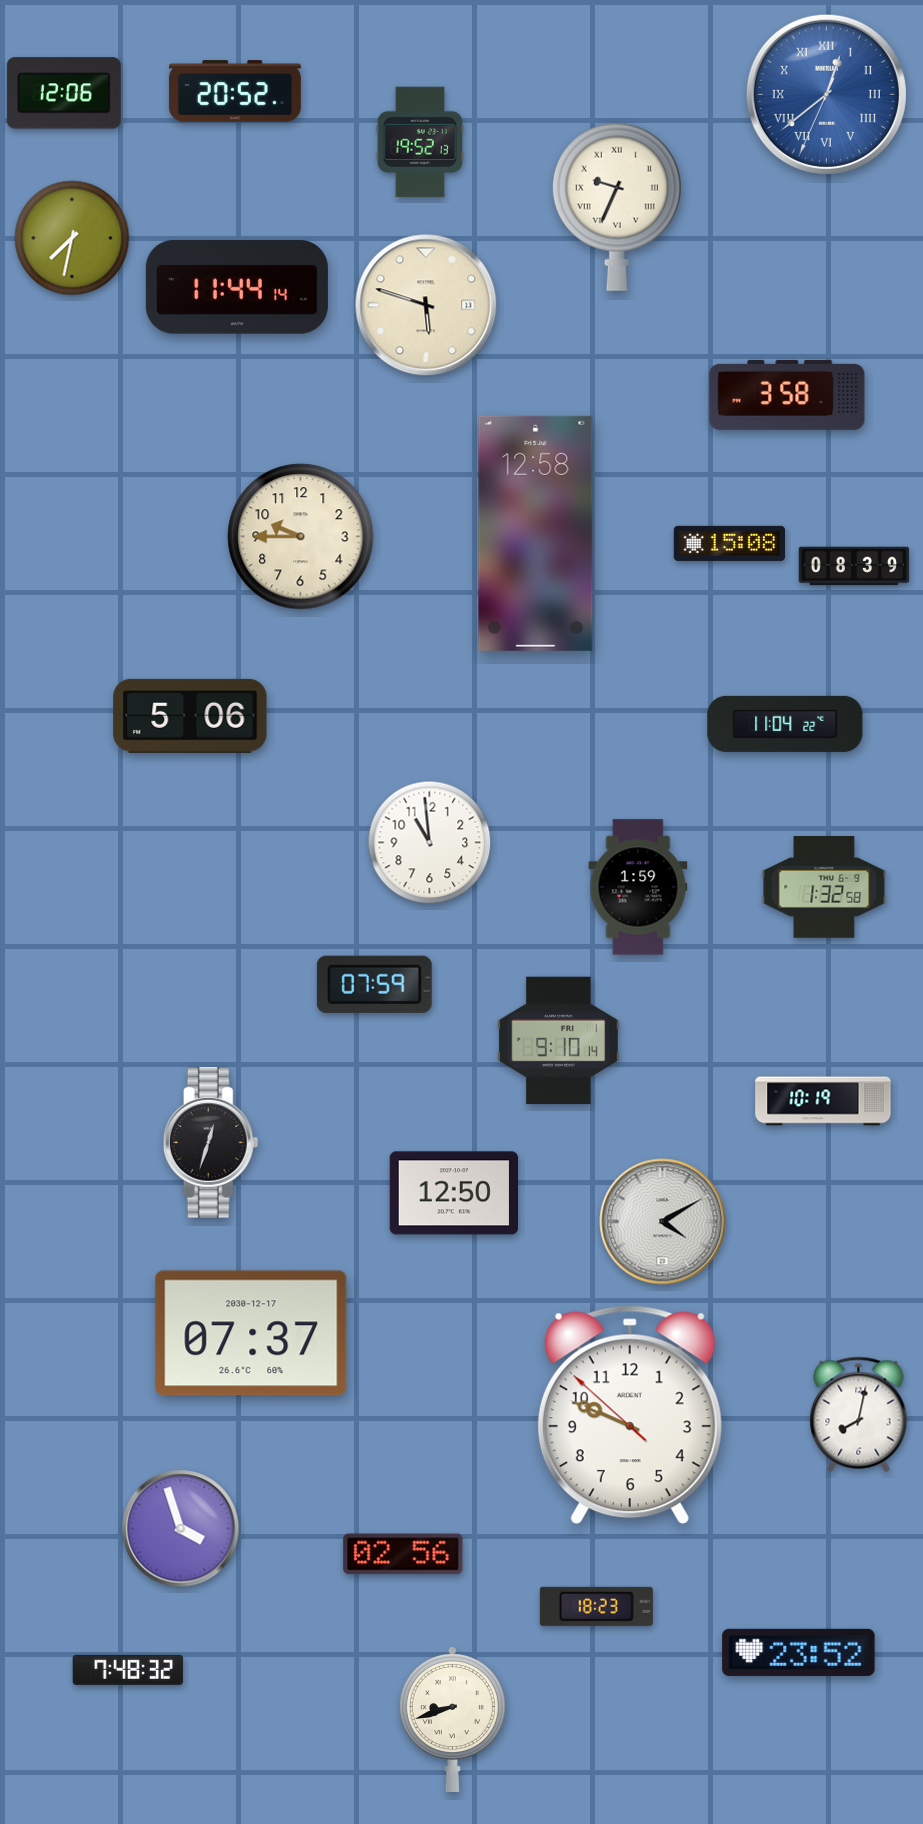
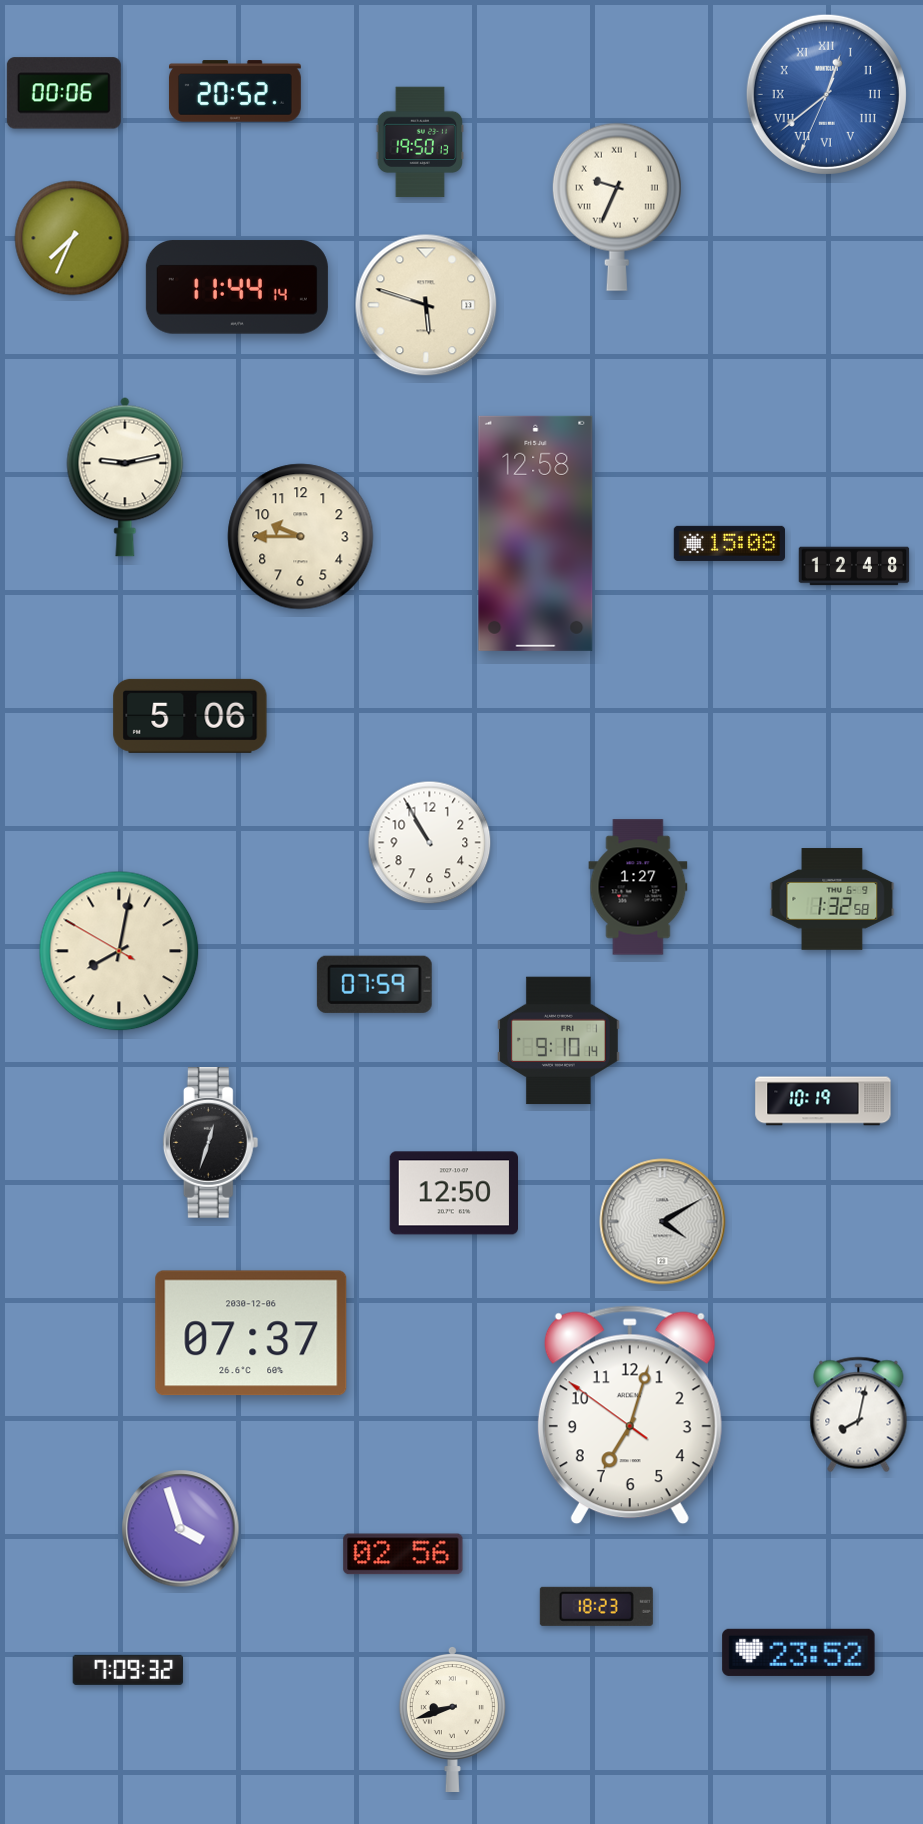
clock at (64, 93): 12:06 -> 00:06
clock at (419, 142): 19:52 -> 19:50
clock at (72, 238): 7:32 -> 7:34
clock at (787, 395): 3:58 -> none
clock at (125, 477): none -> 9:13
clock at (854, 566): 08:39 -> 12:48
clock at (785, 724): 11:04 -> none
clock at (430, 843): 10:59 -> 10:55
clock at (638, 887): 1:59 -> 1:27
clock at (824, 887) position: (824, 887) -> (832, 899)
clock at (119, 951): none -> 8:01
clock at (251, 1333) date: 2030-12-17 -> 2030-12-06
clock at (630, 1415): 9:48 -> 7:02
clock at (128, 1670): 7:48 -> 7:09
